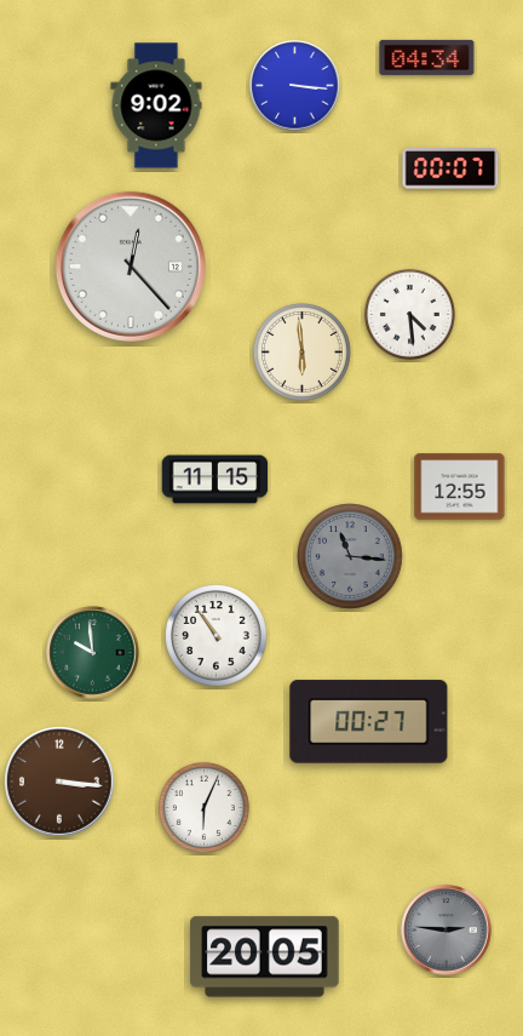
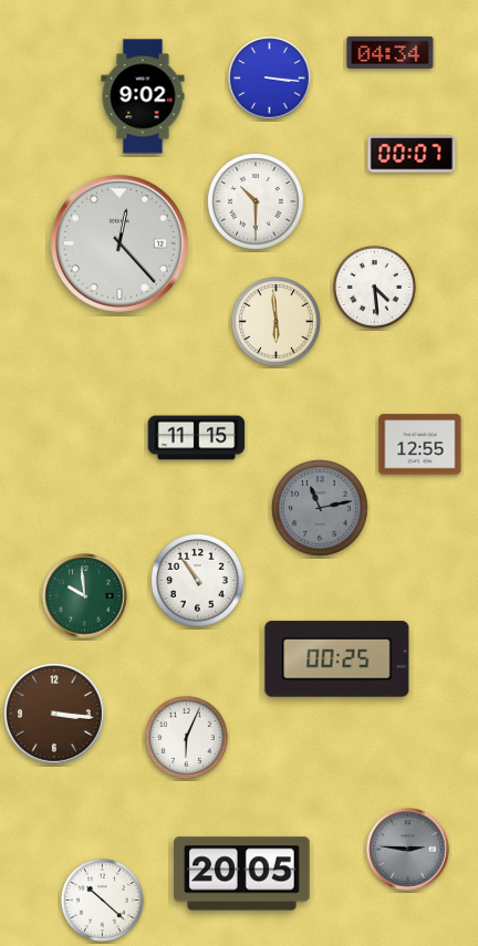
clock at (257, 202): none -> 10:30
clock at (351, 557): 11:16 -> 11:13
clock at (369, 722): 00:27 -> 00:25
clock at (102, 900): none -> 10:22
